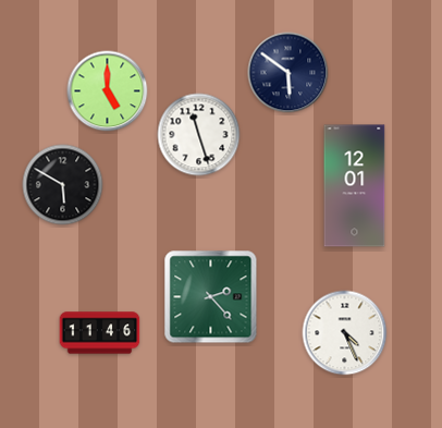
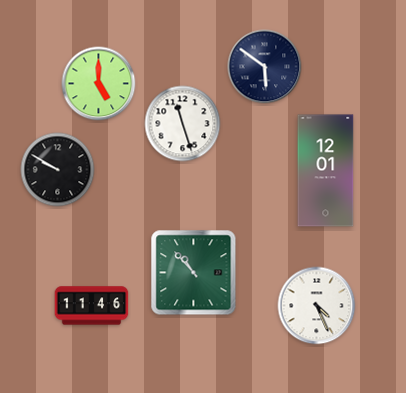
clock at (63, 185): 5:50 -> 9:50
clock at (211, 297): 2:23 -> 10:53
